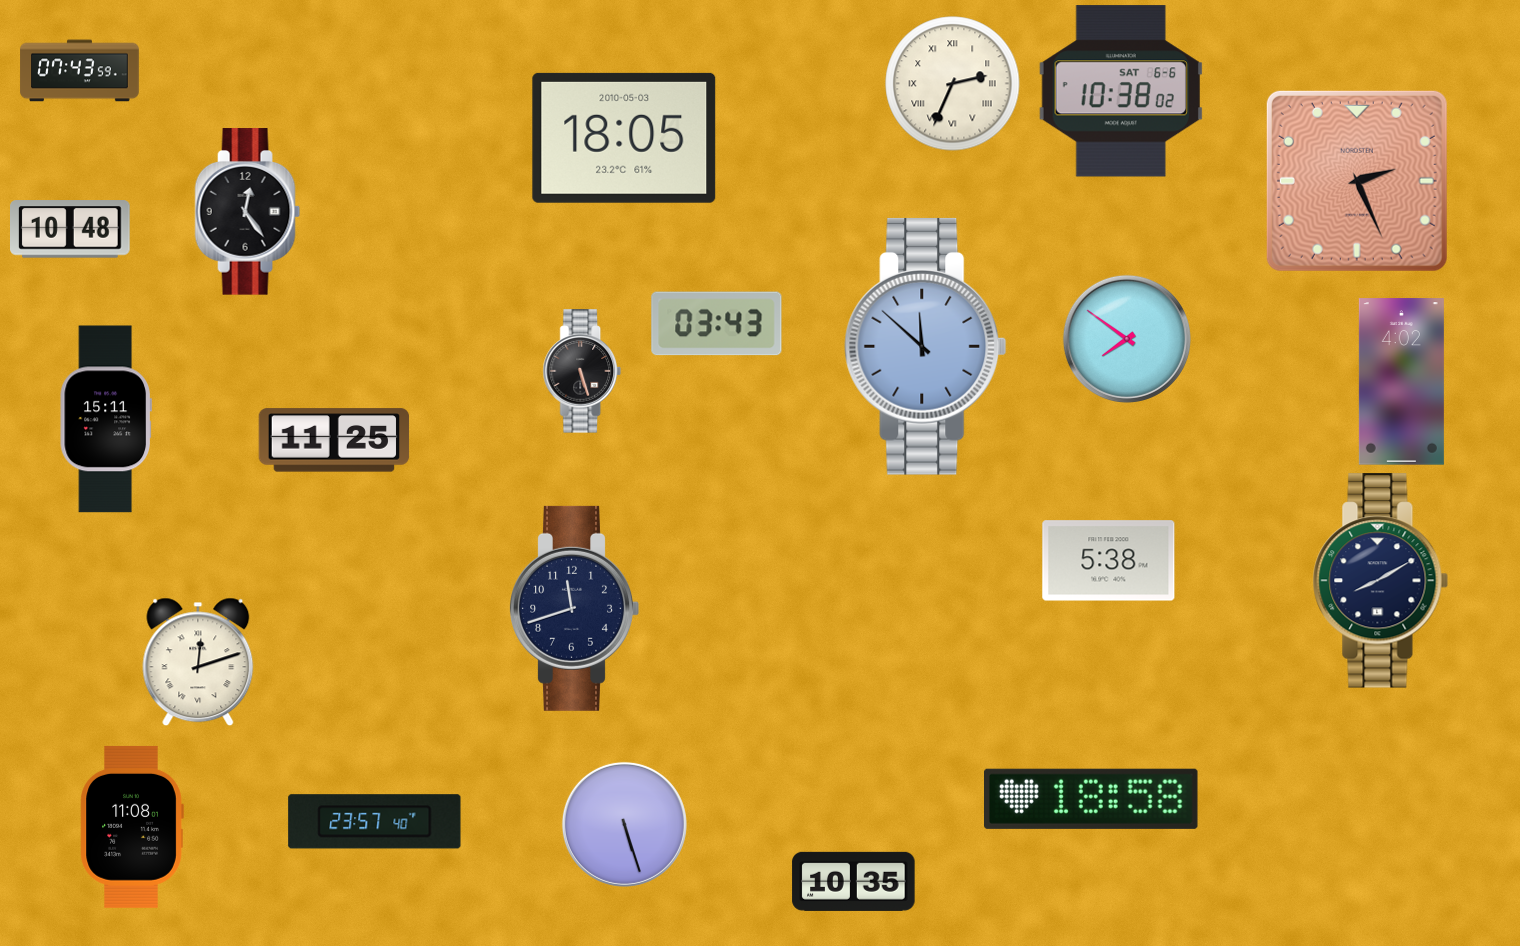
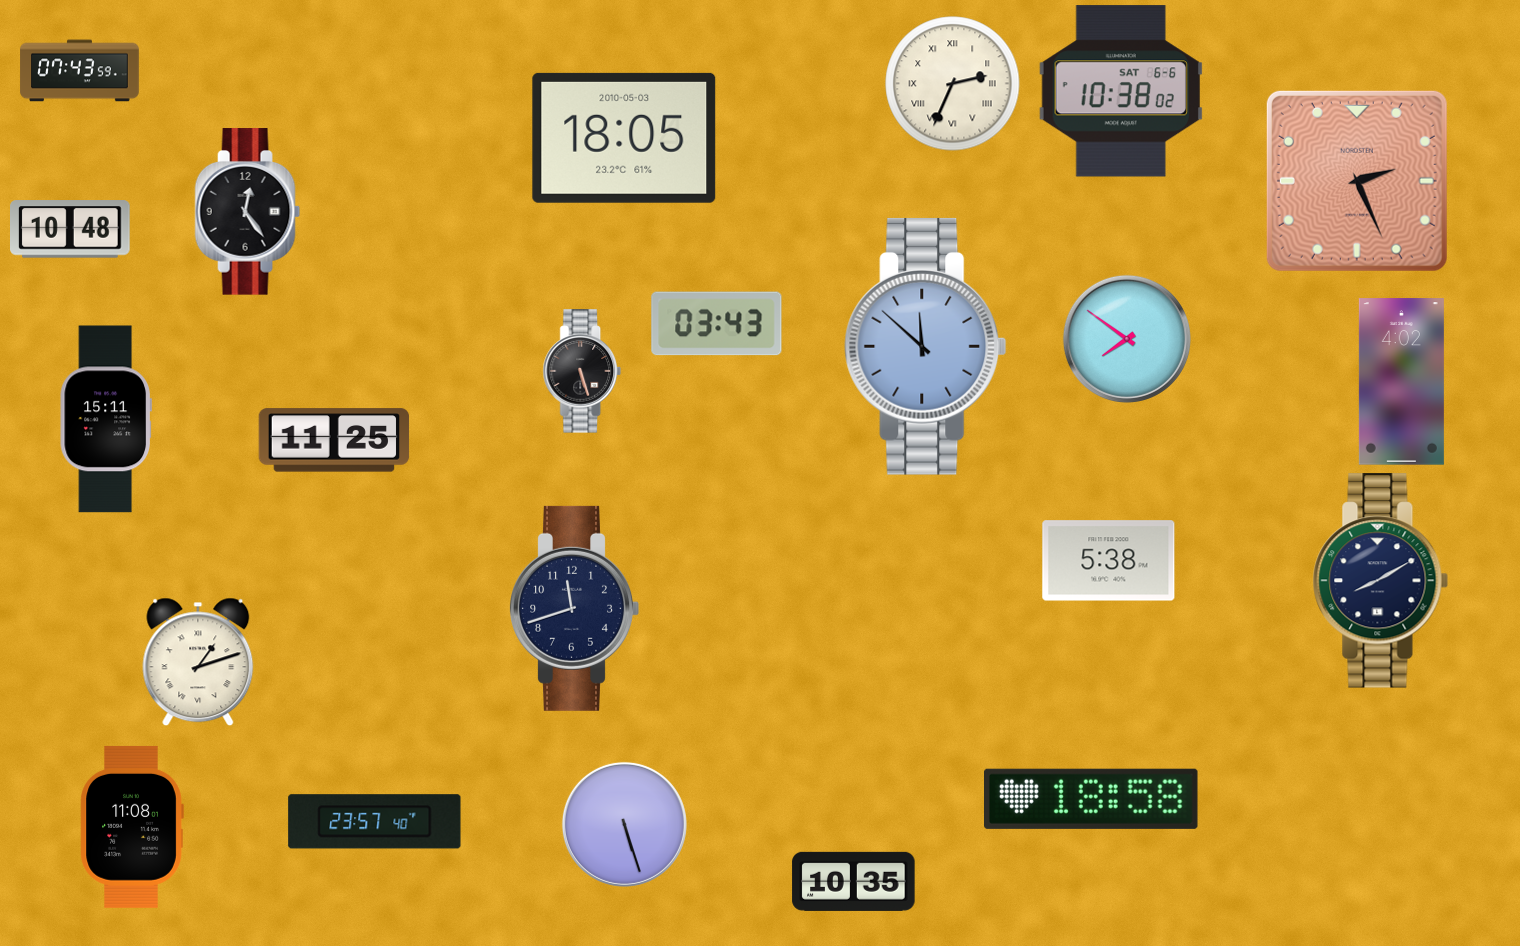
clock at (198, 662): 12:12 -> 1:12
